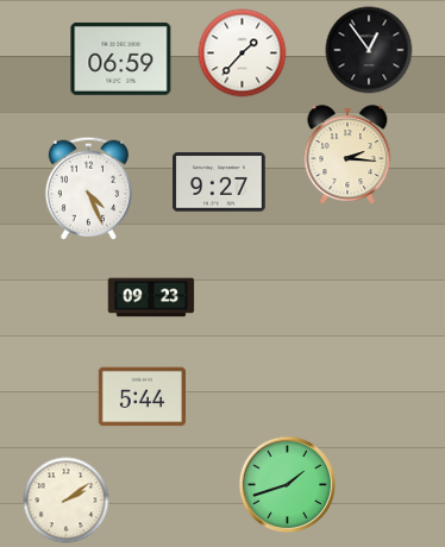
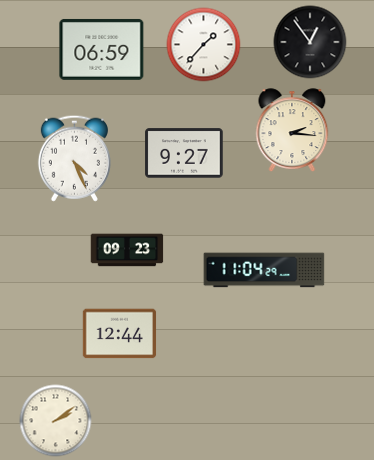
clock at (264, 270): none -> 11:04
clock at (143, 397): 5:44 -> 12:44
clock at (287, 484): 1:42 -> none
